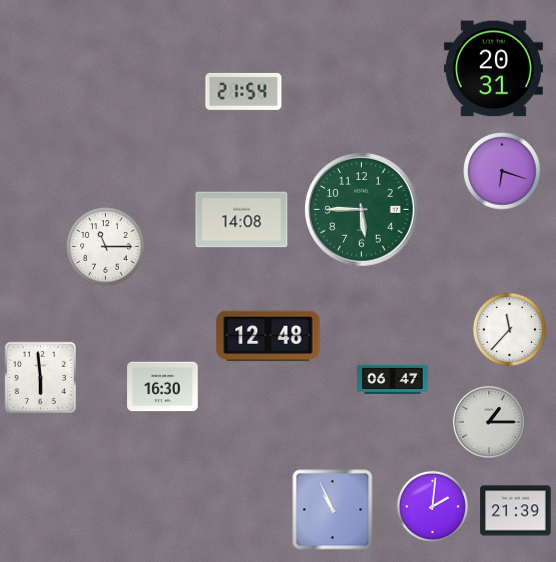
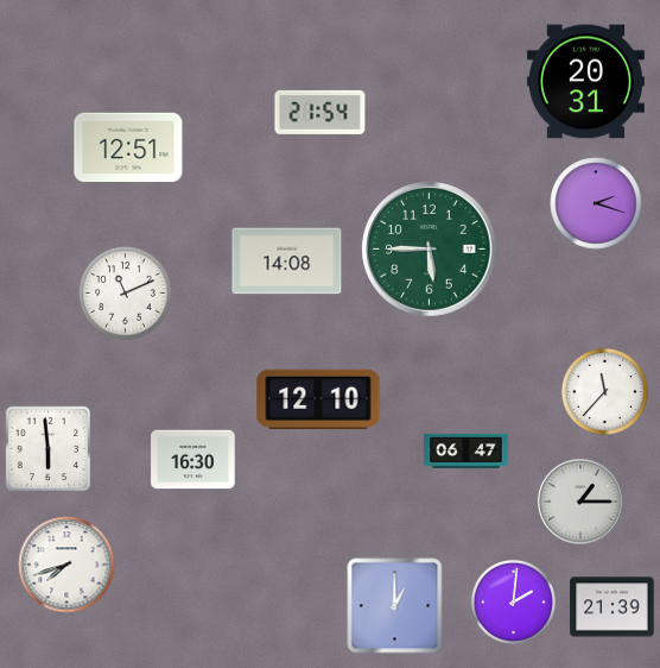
clock at (244, 91) position: (244, 91) -> (321, 112)
clock at (128, 146): none -> 12:51
clock at (502, 171): 6:18 -> 2:18
clock at (106, 247): 11:15 -> 11:11
clock at (268, 336): 12:48 -> 12:10
clock at (66, 565): none -> 7:42
clock at (333, 510): 10:56 -> 1:00
